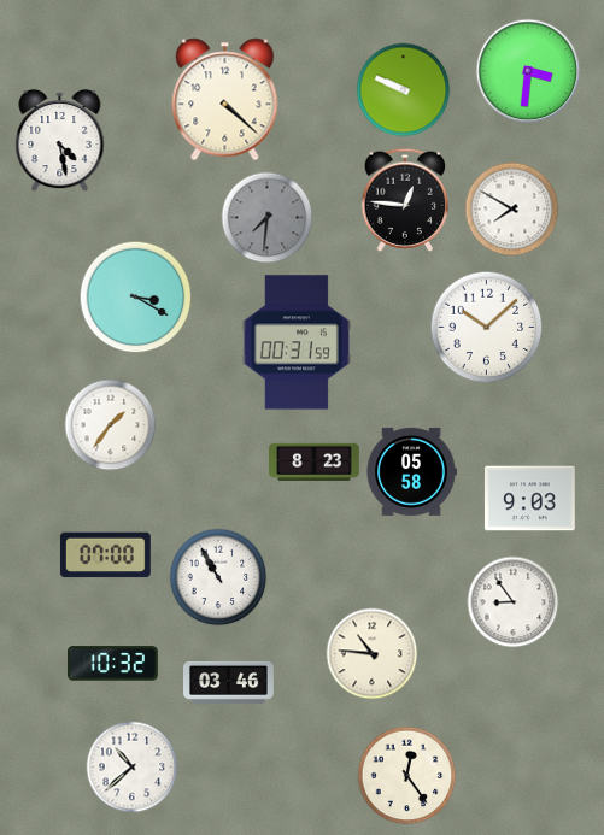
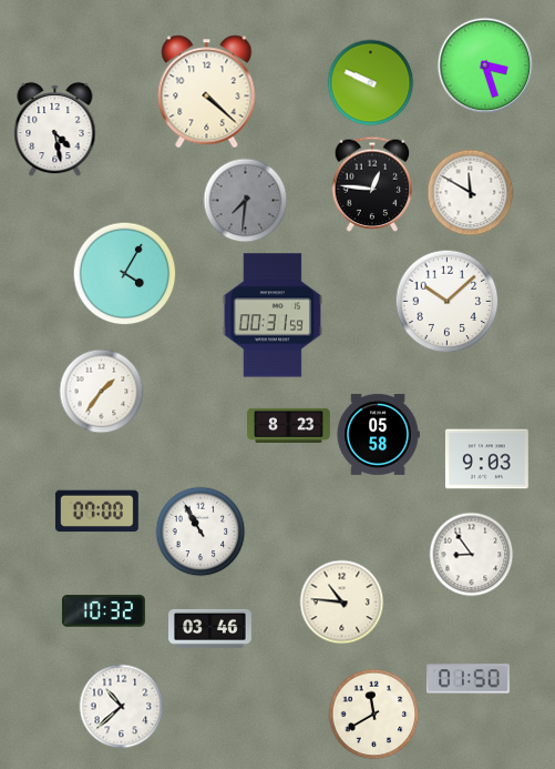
clock at (528, 71): 3:31 -> 3:27
clock at (512, 210): 7:50 -> 11:50
clock at (136, 298): 3:20 -> 4:05
clock at (467, 679): none -> 01:50
clock at (407, 776): 12:24 -> 11:40
